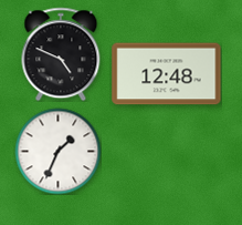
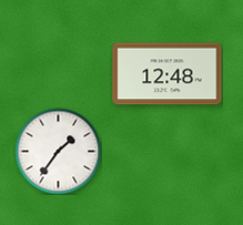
clock at (61, 54): 4:49 -> none
clock at (57, 151): 1:34 -> 1:36
